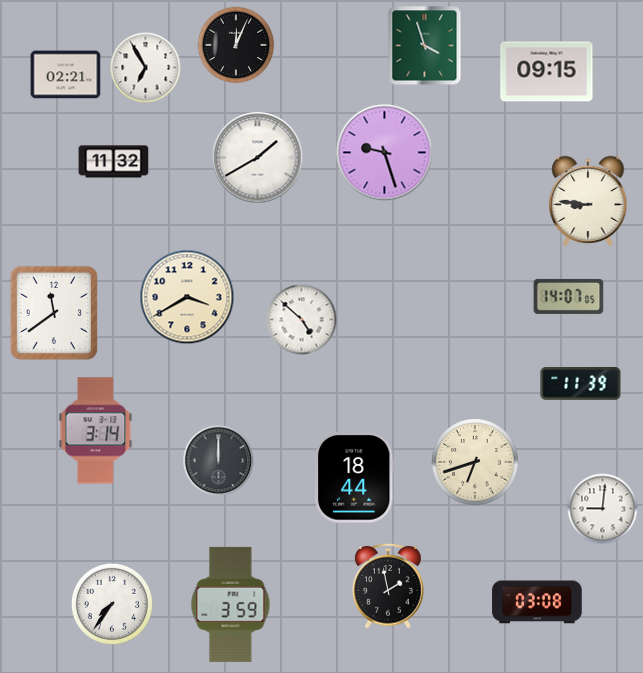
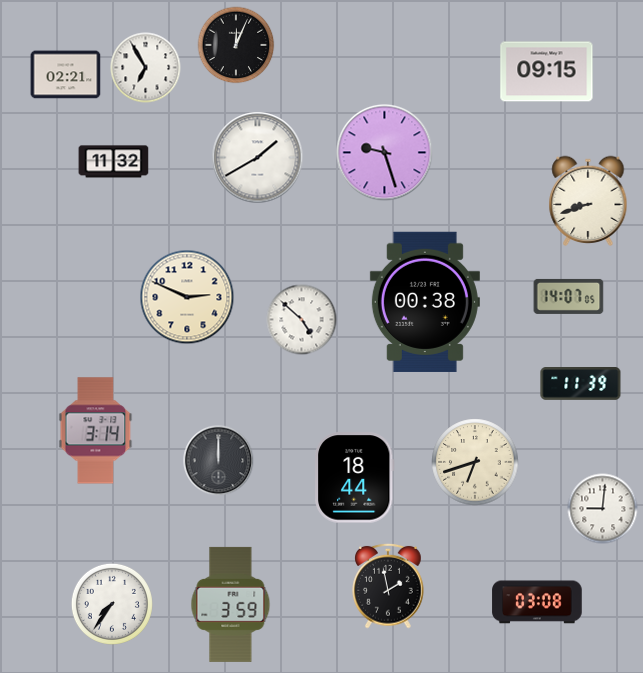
clock at (425, 46): 3:57 -> none
clock at (588, 201): 8:46 -> 8:42
clock at (187, 297): 3:40 -> 2:49
clock at (425, 302): none -> 00:38
clock at (54, 313): 11:39 -> none
